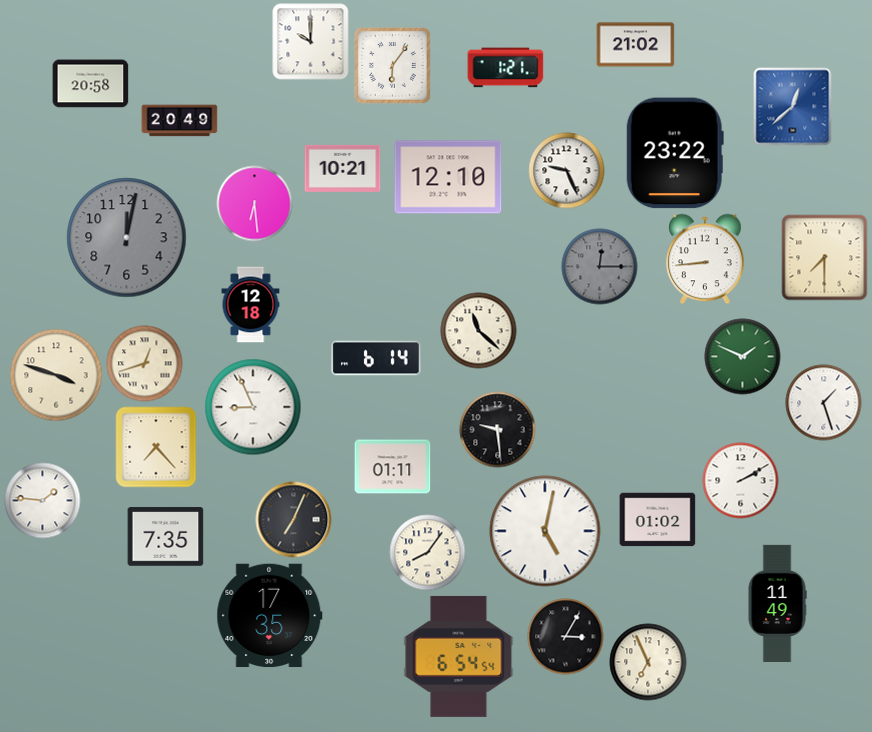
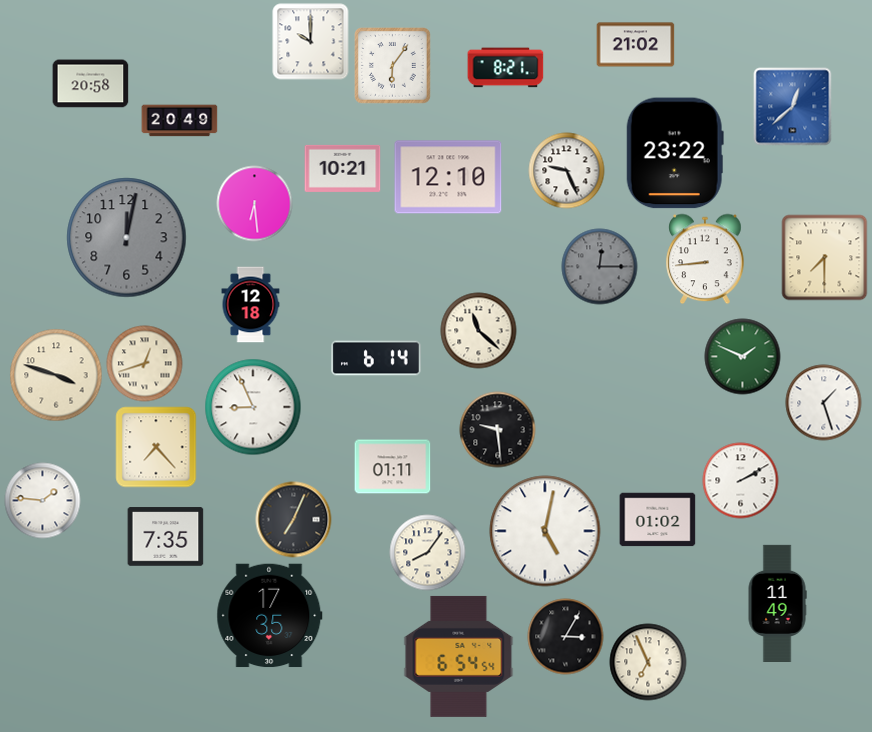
clock at (506, 68): 1:21 -> 8:21
